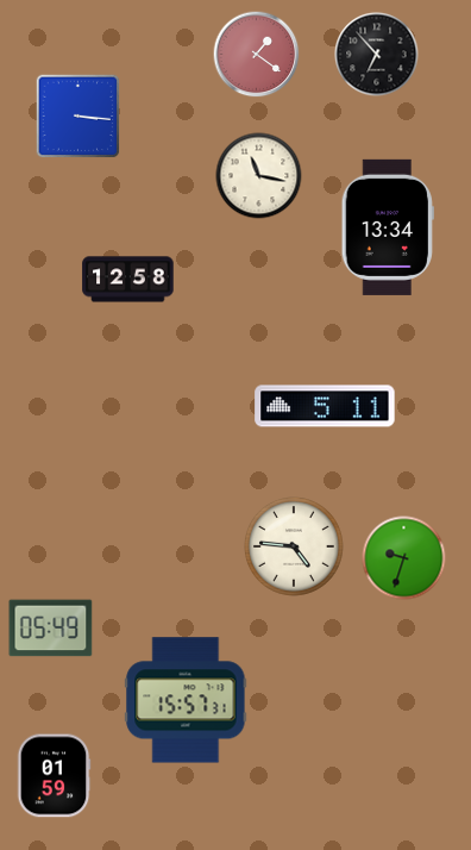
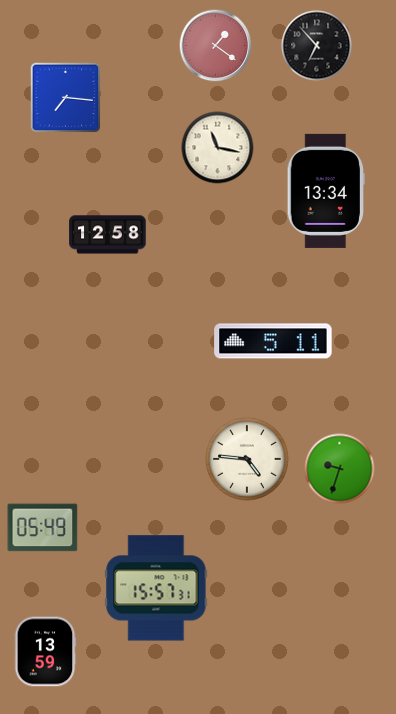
clock at (78, 117): 3:16 -> 7:16
clock at (54, 776): 01:59 -> 13:59
